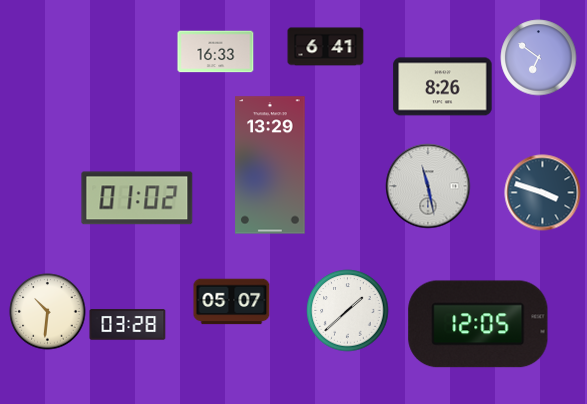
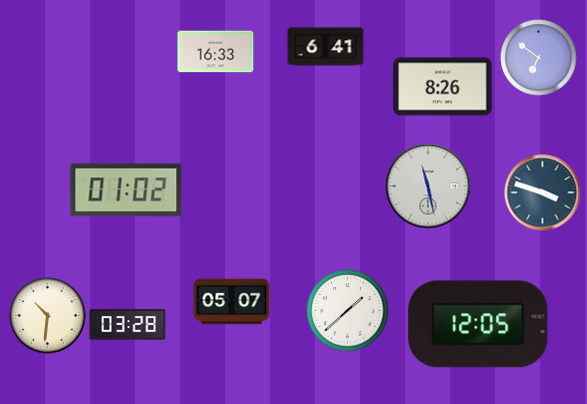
clock at (270, 165): 13:29 -> none
clock at (137, 198) position: (137, 198) -> (126, 190)
clock at (48, 312) position: (48, 312) -> (48, 316)
